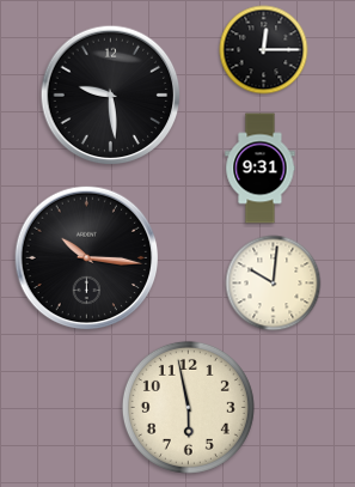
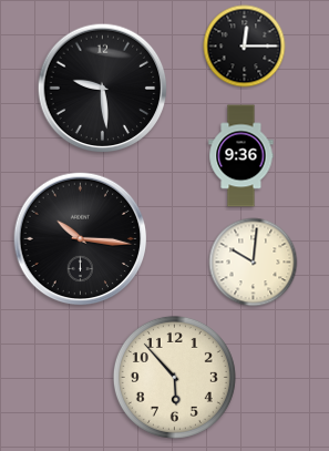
clock at (261, 169): 9:31 -> 9:36
clock at (188, 407): 5:58 -> 5:53
